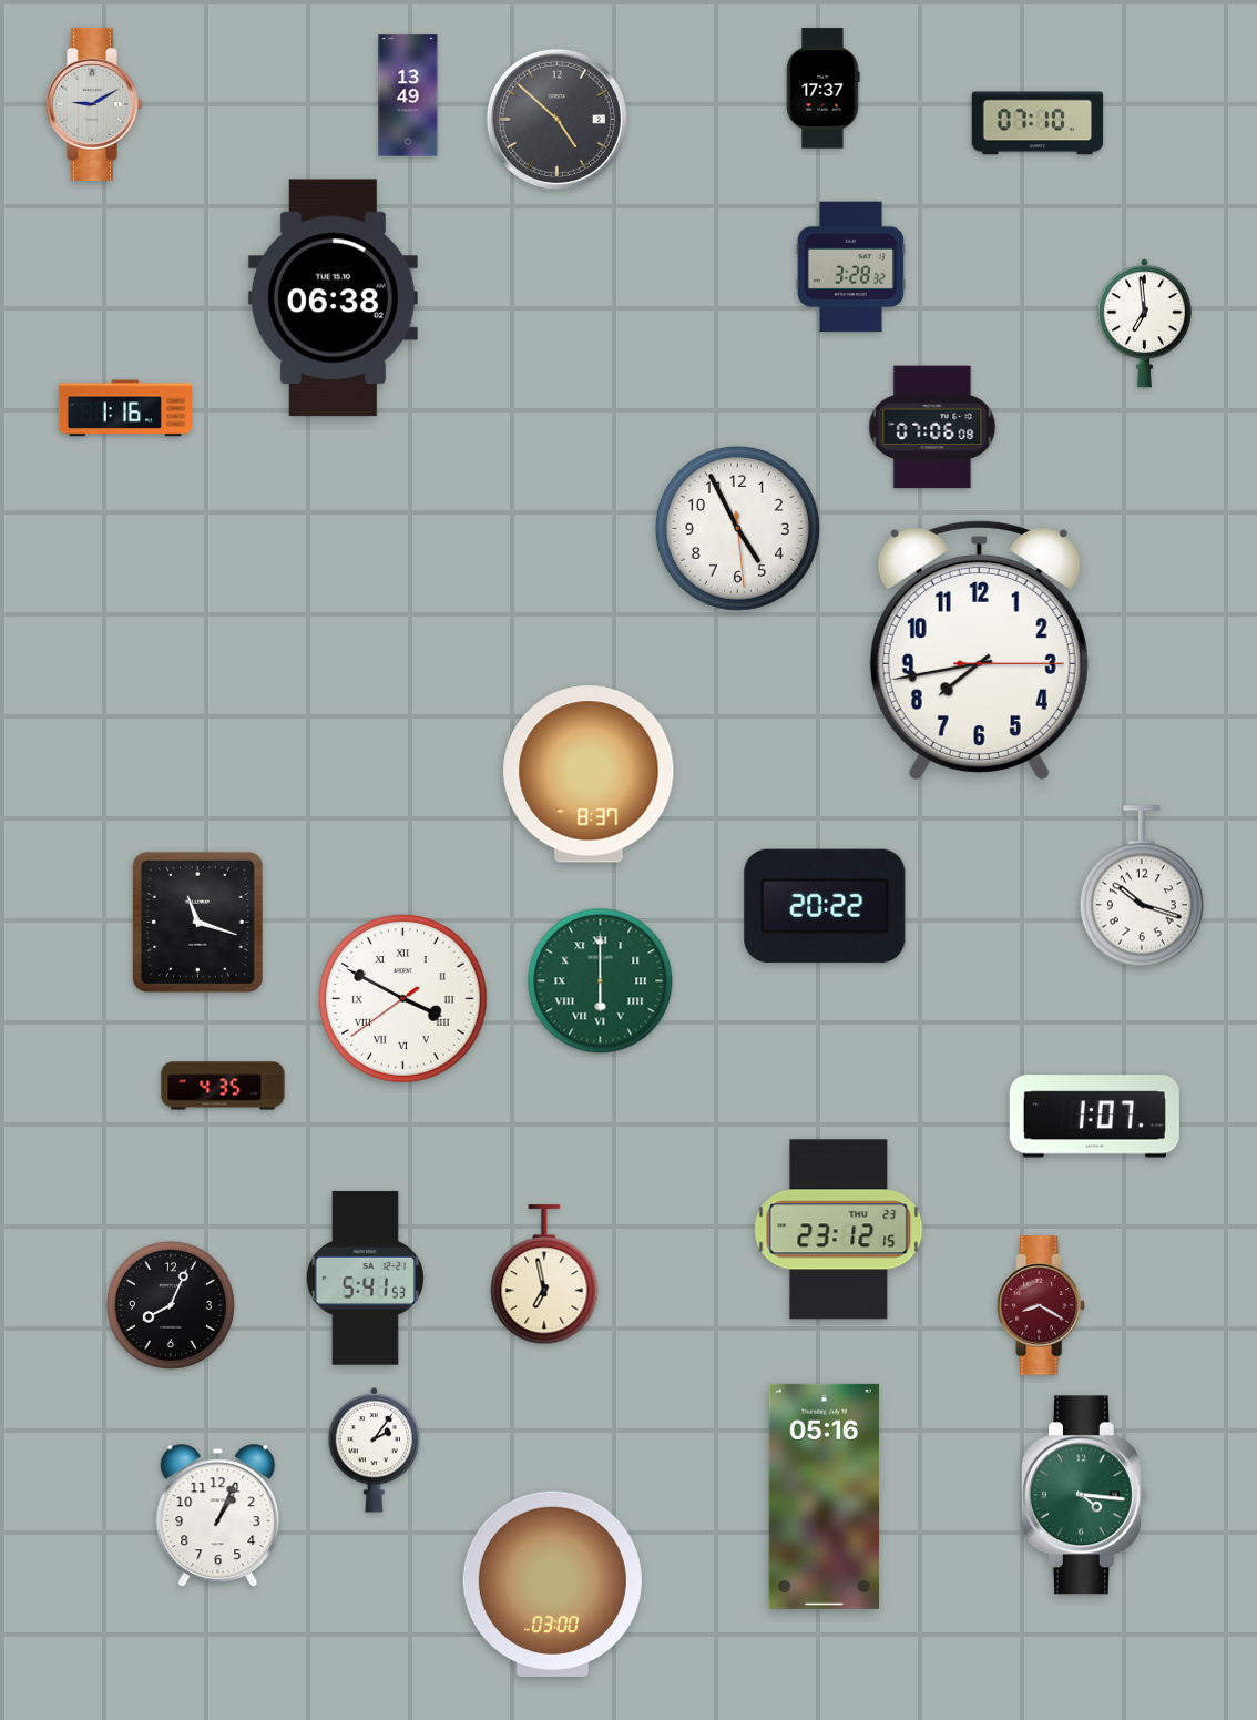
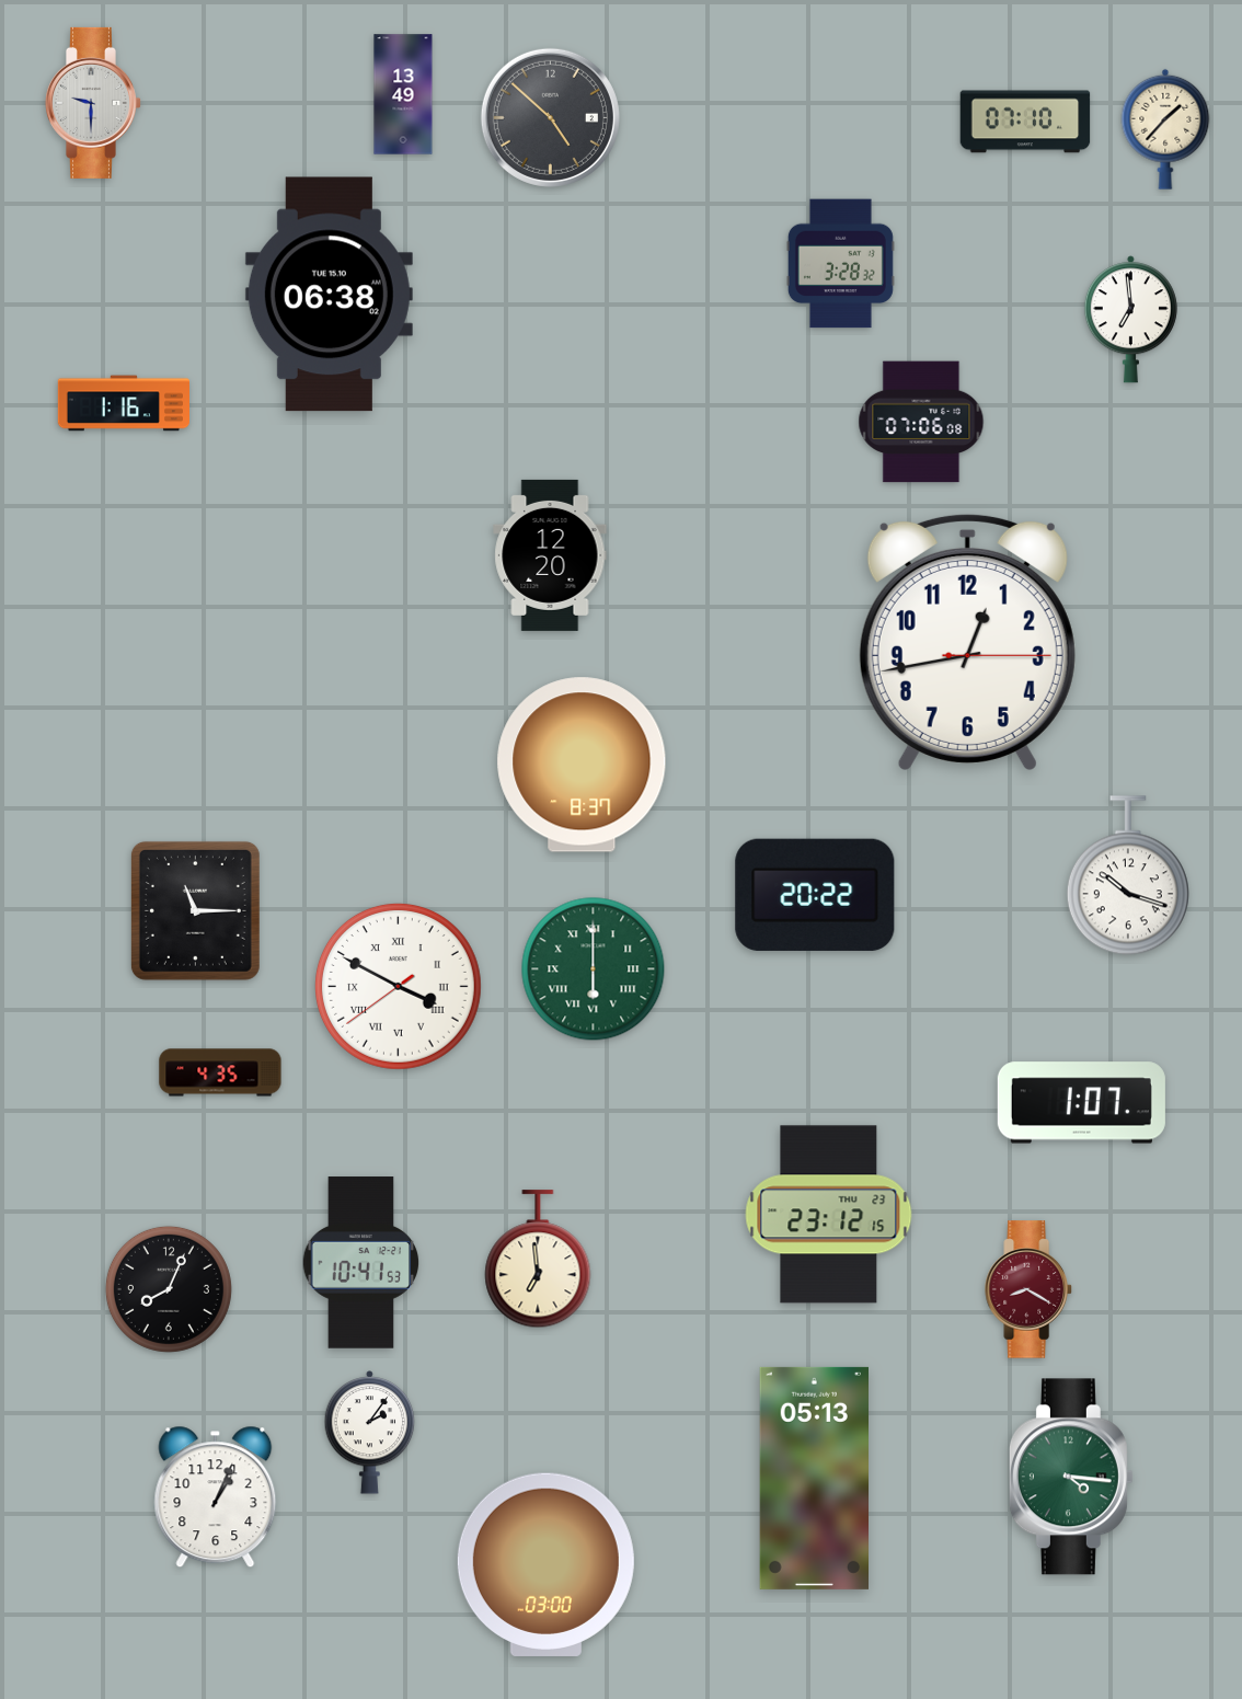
clock at (822, 89): 17:37 -> none
clock at (95, 104): 9:10 -> 9:30
clock at (1165, 129): none -> 1:37
clock at (737, 528): 4:55 -> none
clock at (550, 555): none -> 12:20
clock at (979, 650): 7:43 -> 12:43
clock at (197, 922): 11:18 -> 11:15
clock at (544, 1275): 6:58 -> 6:59
clock at (366, 1279): 5:41 -> 10:41
clock at (824, 1496): 05:16 -> 05:13
